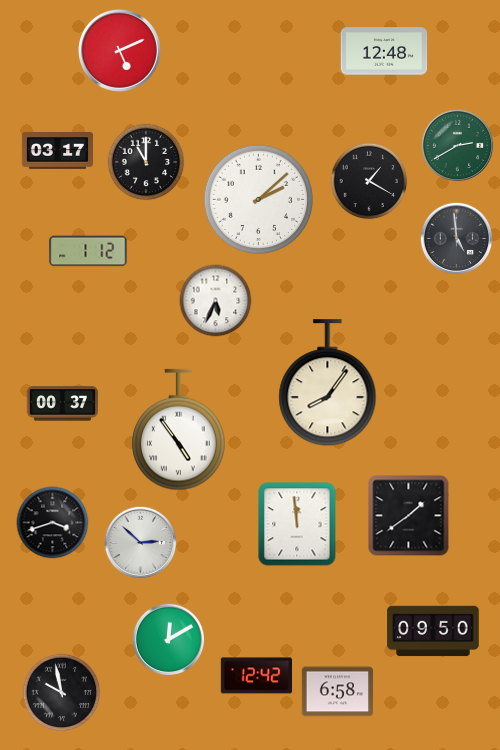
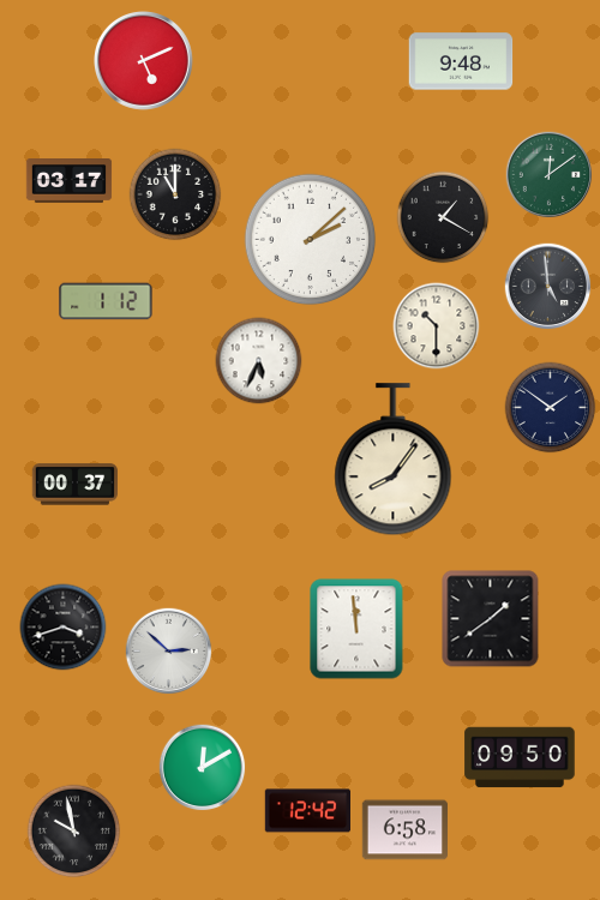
clock at (384, 51): 12:48 -> 9:48
clock at (458, 146): 2:40 -> 12:09
clock at (437, 326): none -> 10:30
clock at (551, 408): none -> 1:51
clock at (179, 430): 4:54 -> none
